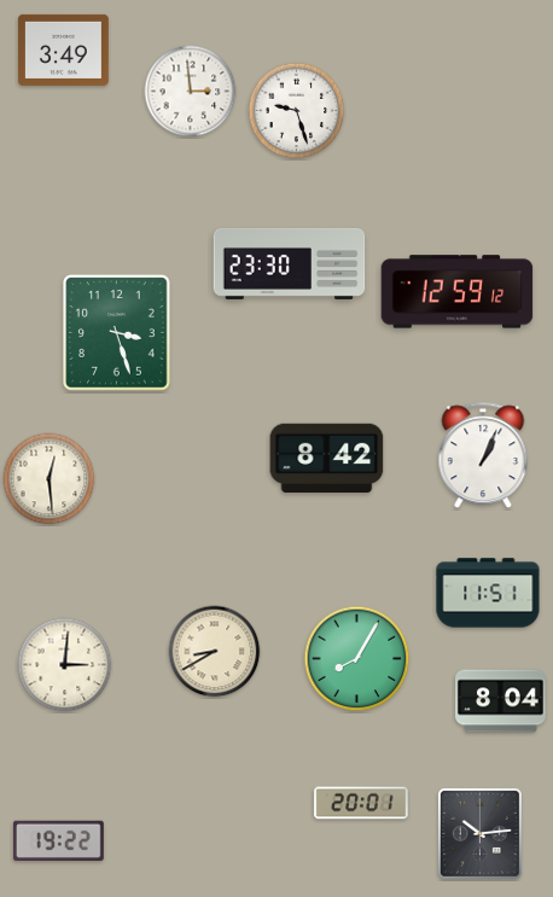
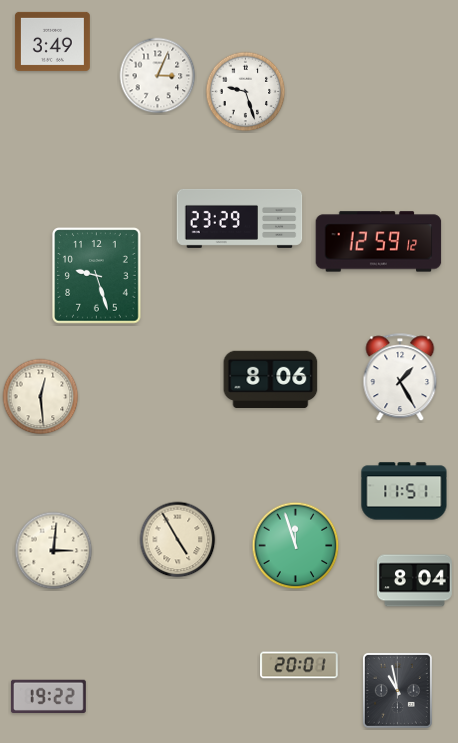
clock at (191, 92): 2:59 -> 3:04
clock at (290, 263): 23:30 -> 23:29
clock at (117, 333): 3:27 -> 9:27
clock at (483, 456): 1:04 -> 1:25
clock at (327, 458): 8:42 -> 8:06
clock at (215, 652): 8:40 -> 4:55
clock at (357, 659): 8:05 -> 11:57
clock at (479, 833): 10:14 -> 10:58
